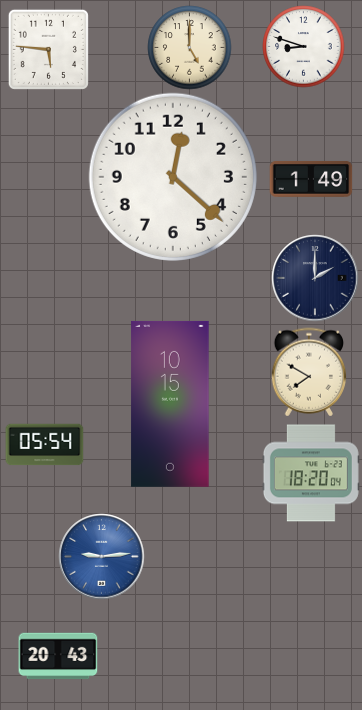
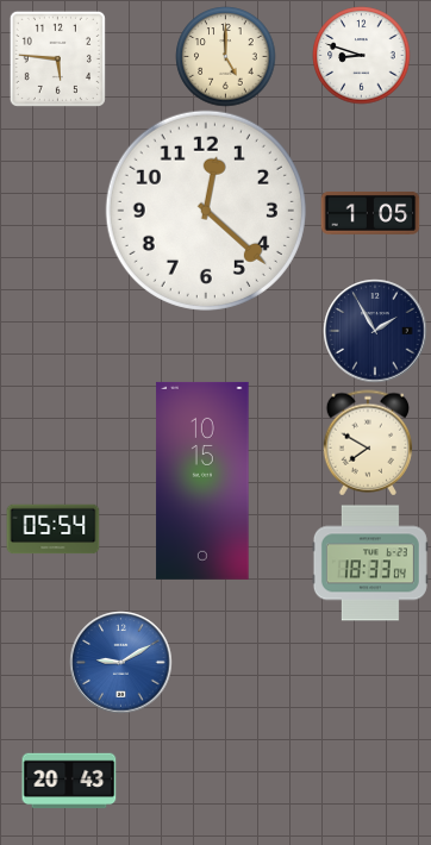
clock at (311, 179): 1:49 -> 1:05
clock at (315, 278): 2:00 -> 1:55
clock at (311, 473): 18:20 -> 18:33
clock at (101, 556): 9:14 -> 9:10
